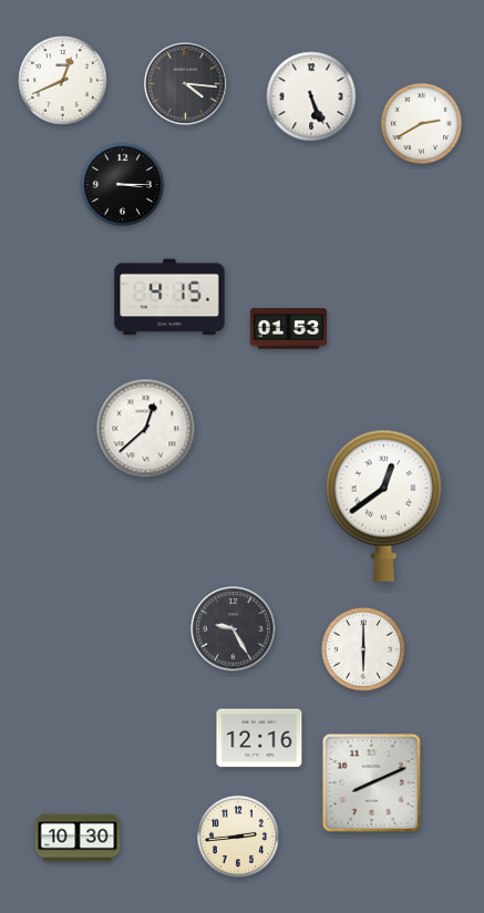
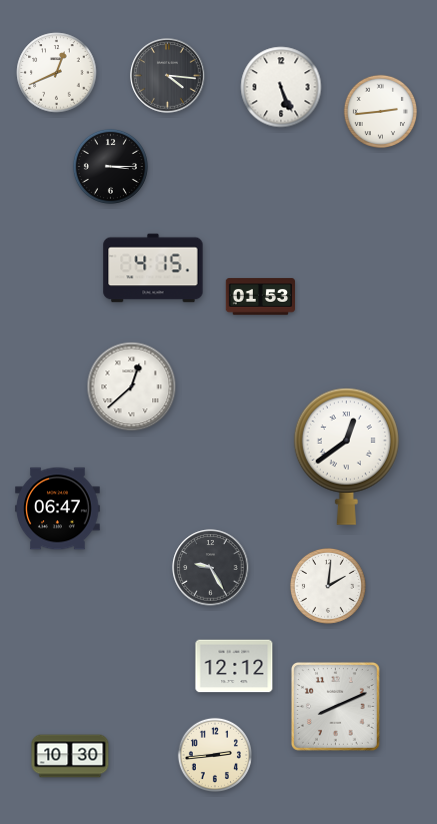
clock at (421, 123): 2:40 -> 2:44
clock at (58, 509): none -> 06:47
clock at (363, 649): 6:00 -> 2:01
clock at (259, 738): 12:16 -> 12:12
